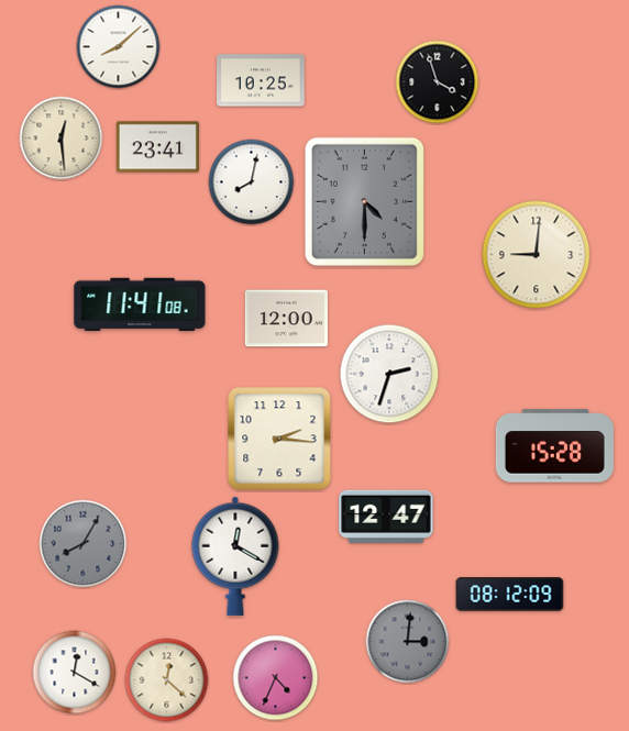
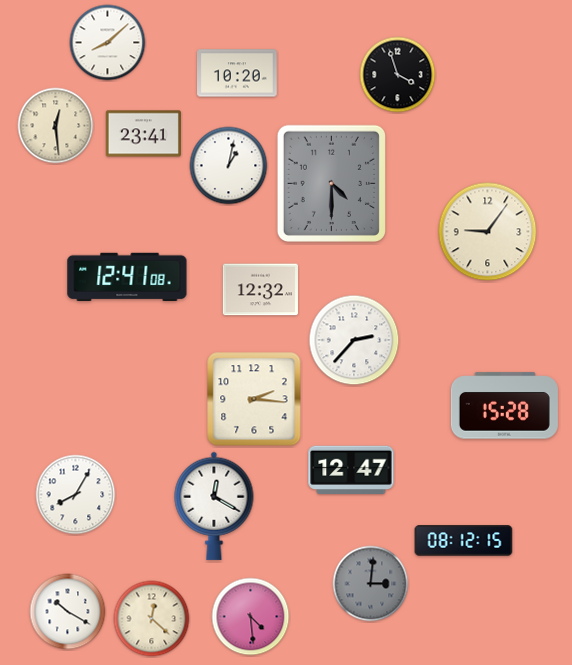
clock at (262, 80): 10:25 -> 10:20
clock at (252, 182): 8:02 -> 1:02
clock at (537, 255): 9:01 -> 9:06
clock at (140, 303): 11:41 -> 12:41
clock at (286, 319): 12:00 -> 12:32
clock at (389, 374): 2:33 -> 2:37
clock at (84, 544) dial: grey -> white
clock at (510, 595): 08:12:09 -> 08:12:15
clock at (75, 673): 12:20 -> 10:20
clock at (276, 678): 4:34 -> 4:29
